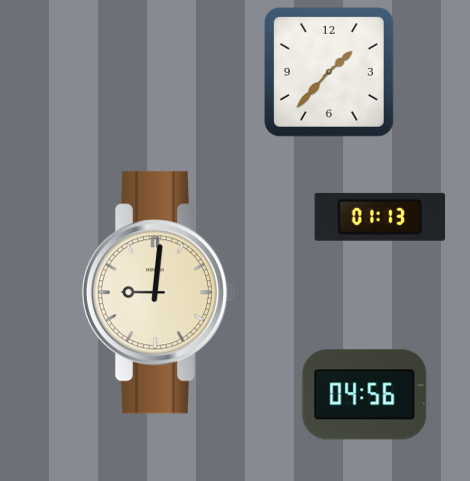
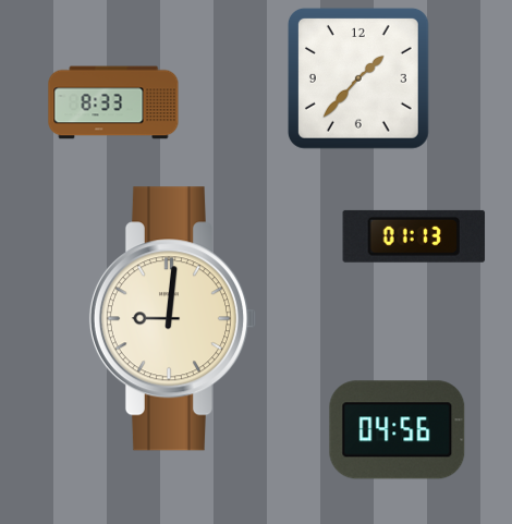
clock at (113, 102): none -> 8:33
